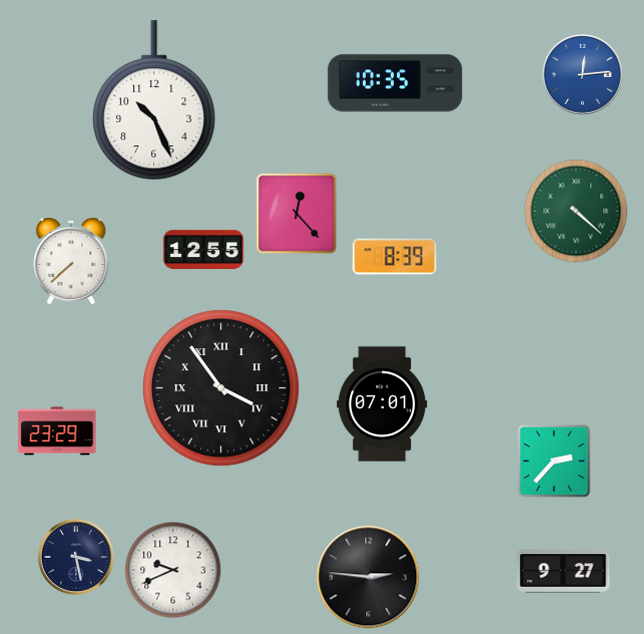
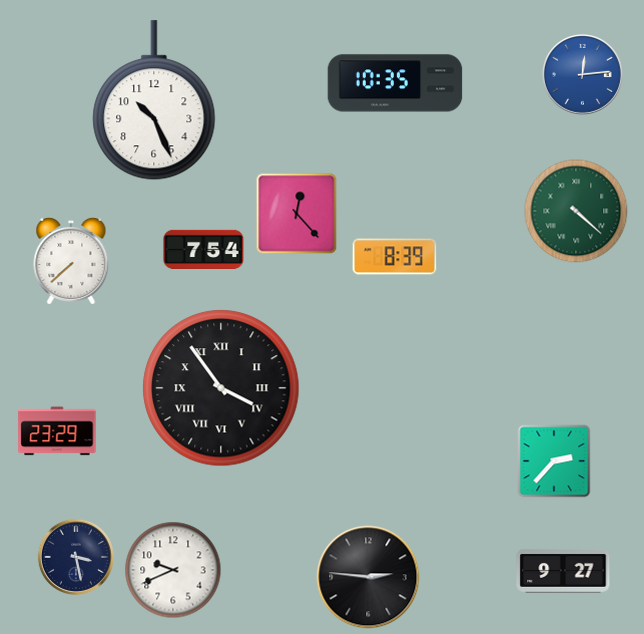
clock at (204, 249): 12:55 -> 7:54
clock at (382, 404): 07:01 -> none
